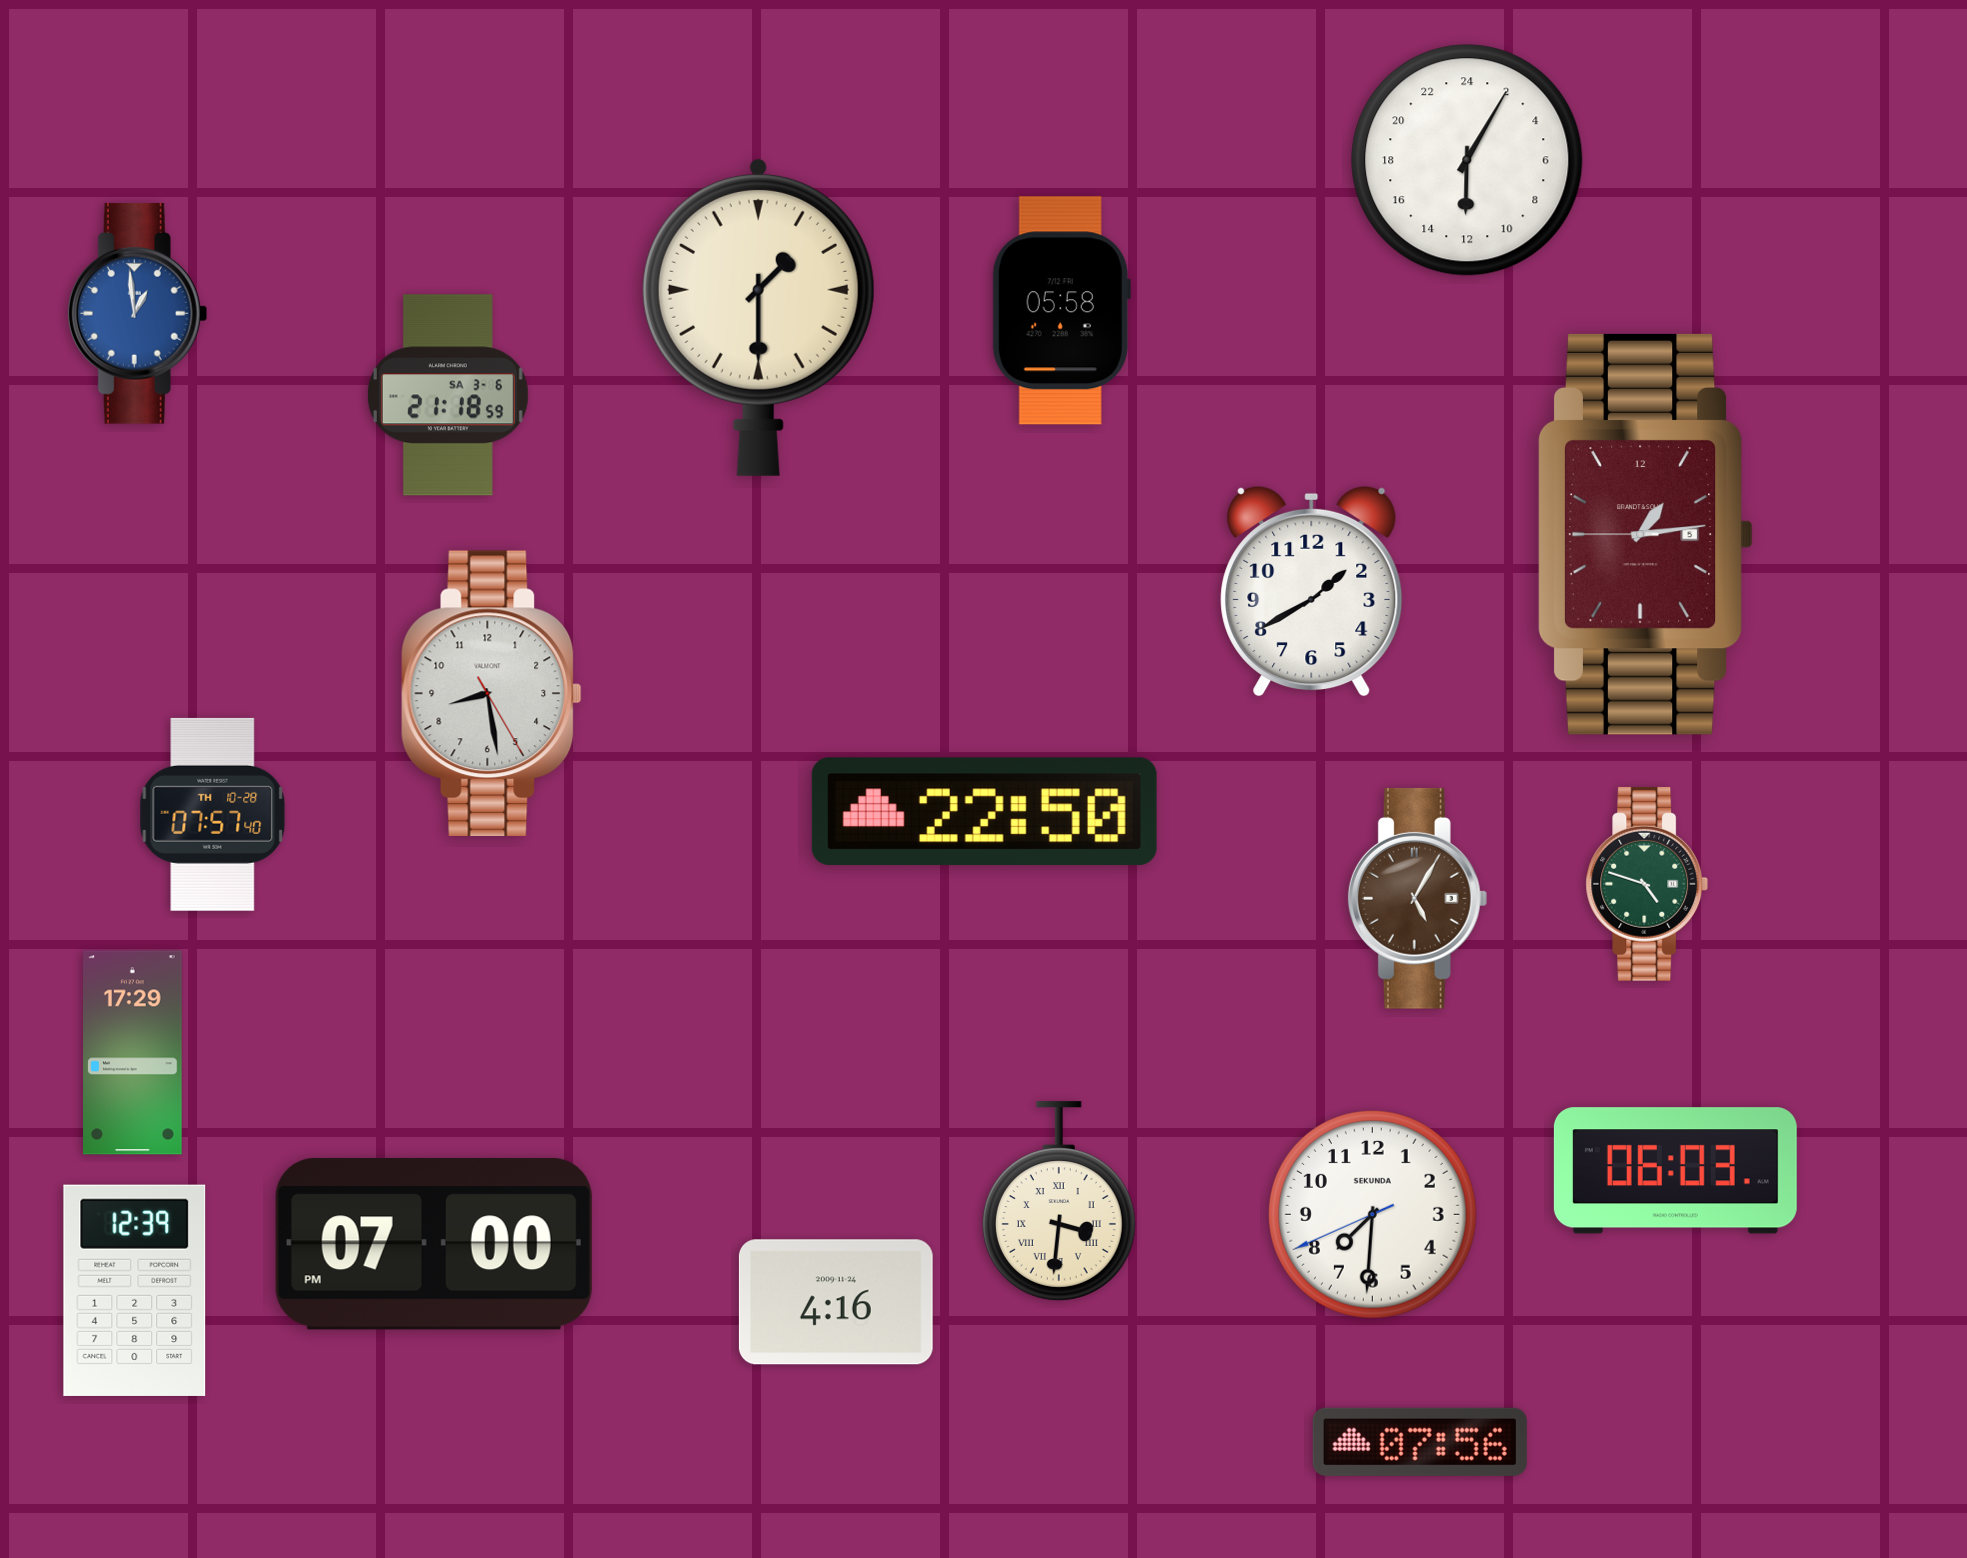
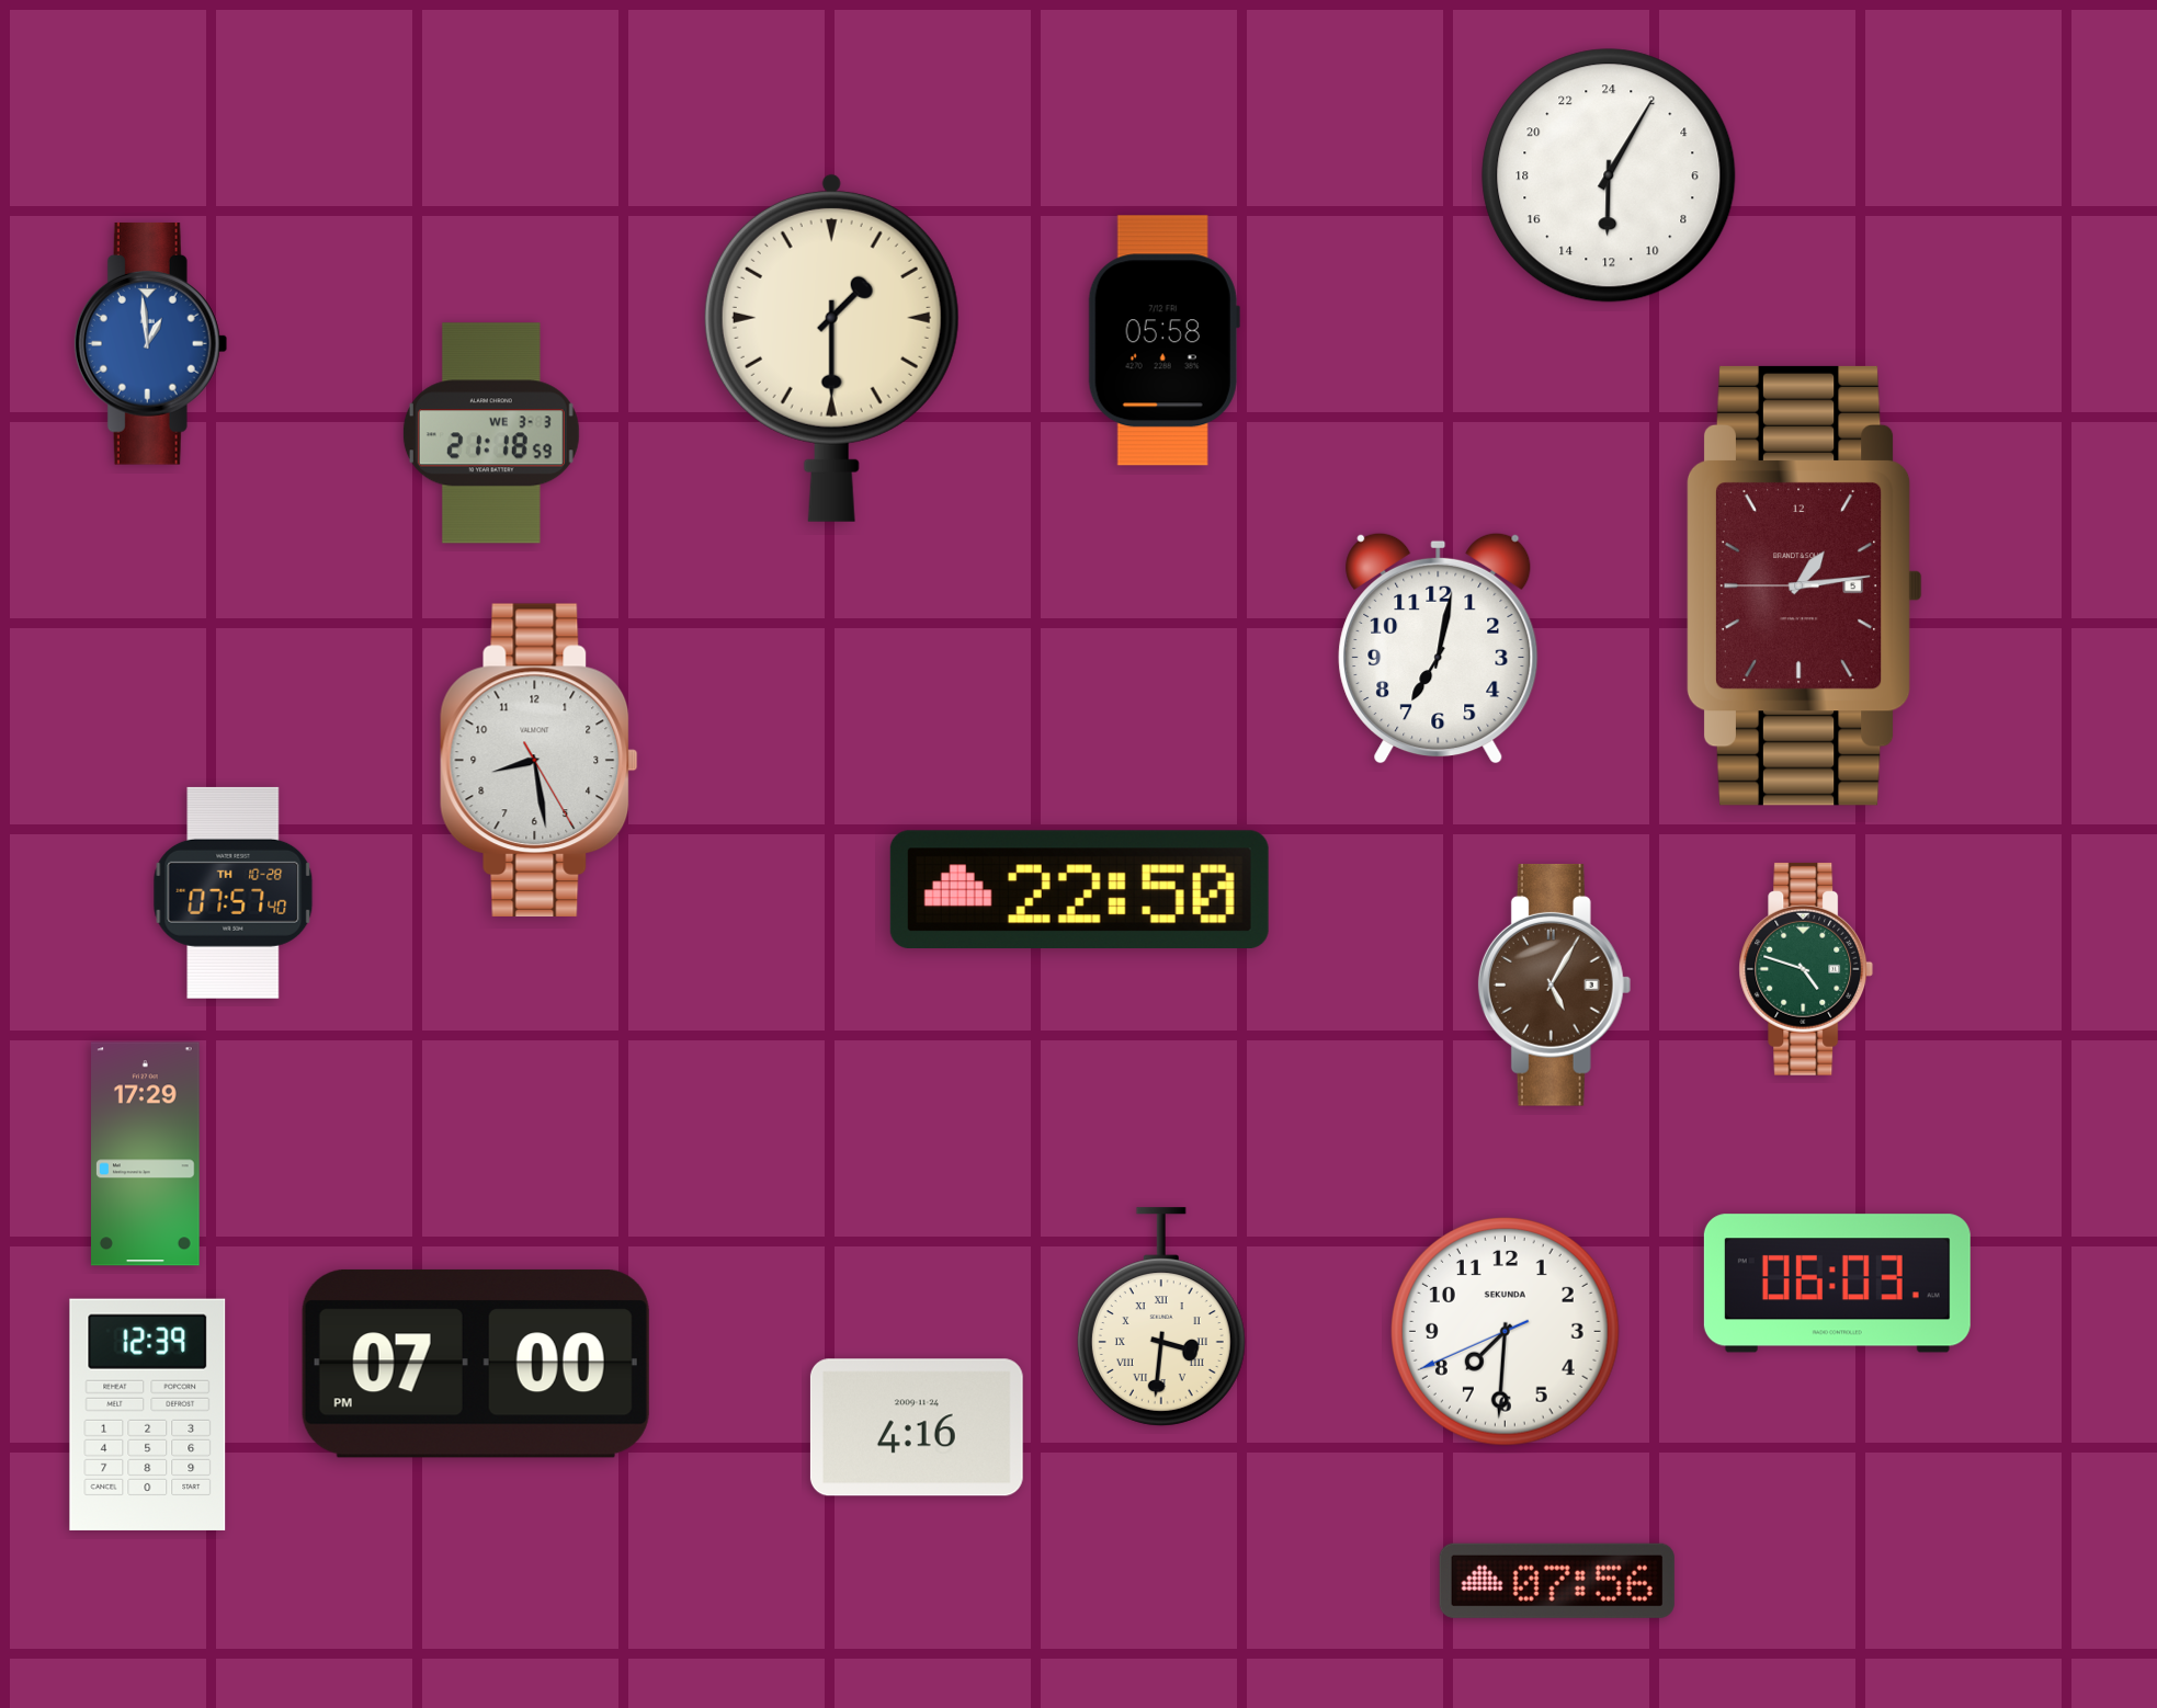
clock at (448, 395) date: SA 3-6 -> WE 3-3
clock at (1312, 591): 1:40 -> 7:02
